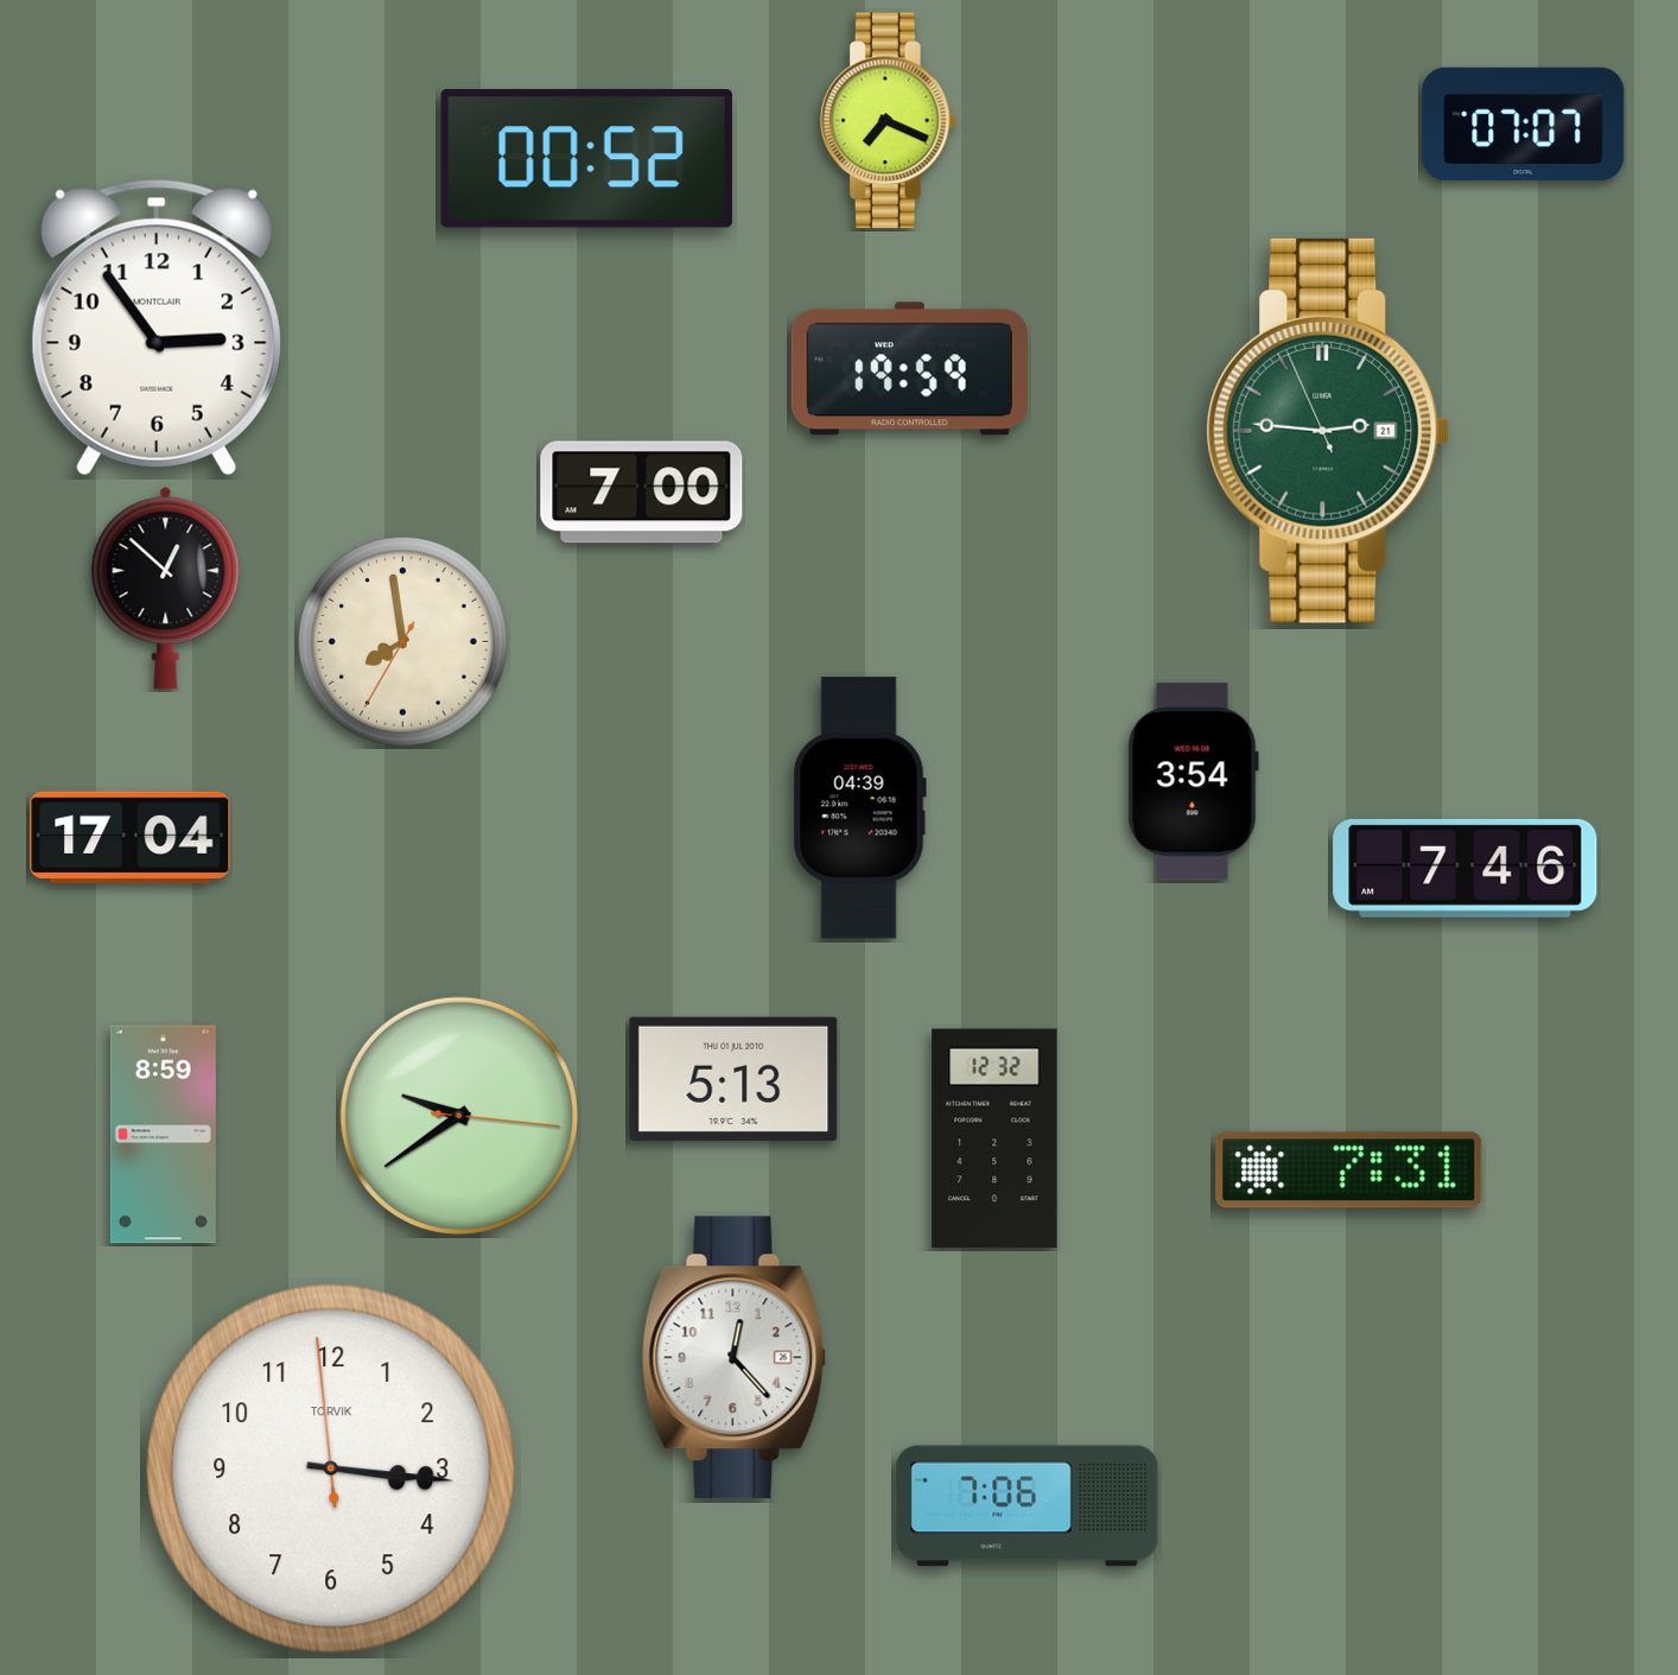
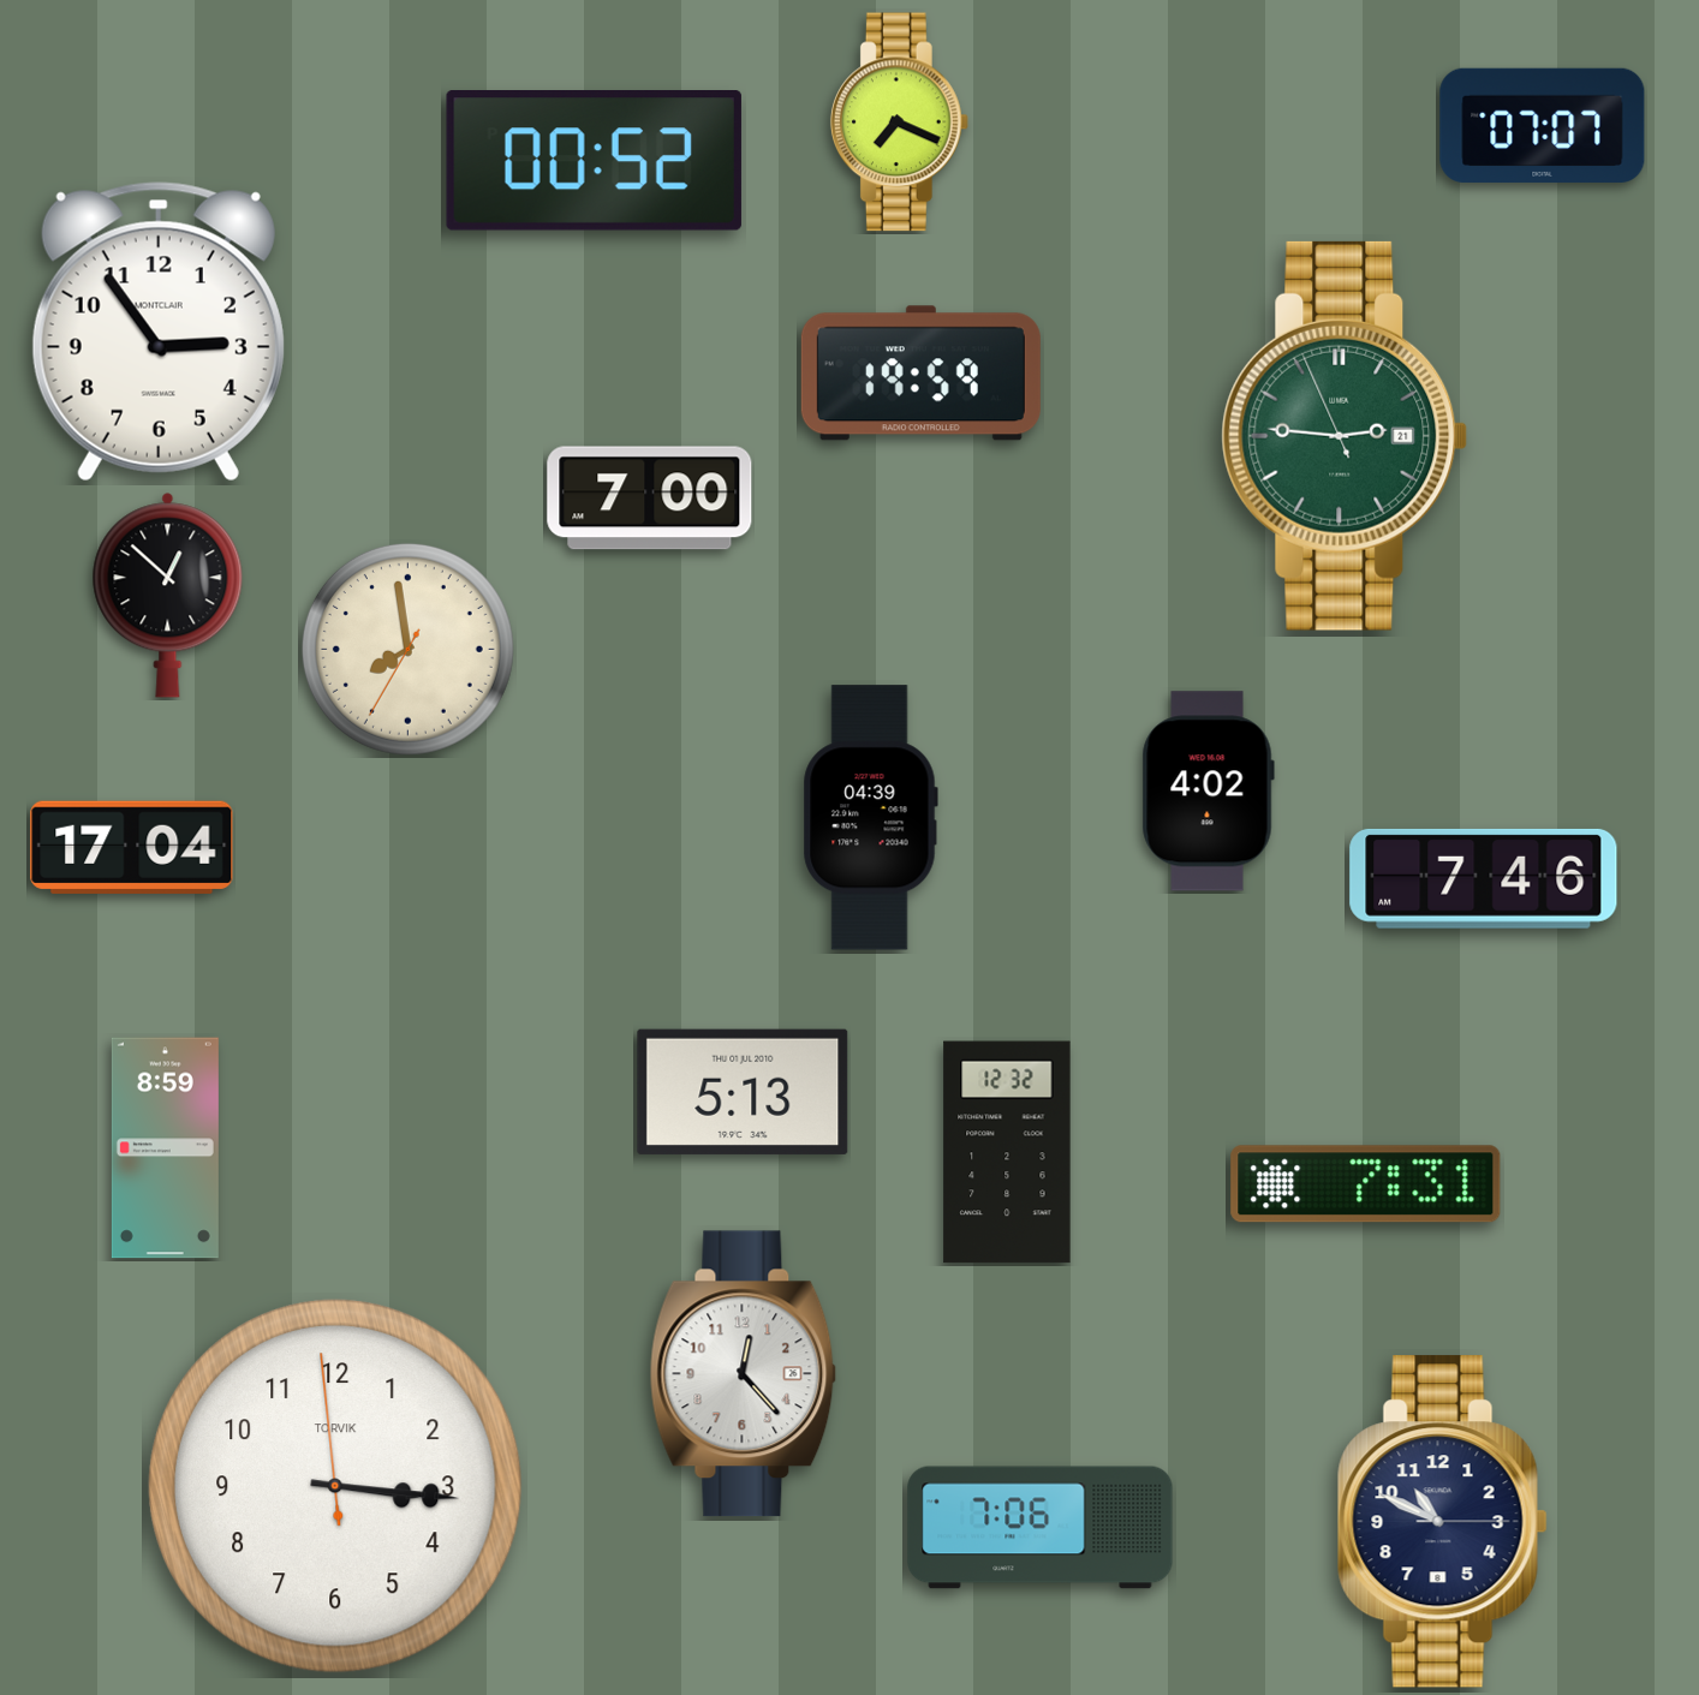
clock at (1193, 782): 3:54 -> 4:02
clock at (458, 1115): 9:39 -> none
clock at (1442, 1522): none -> 10:49
clock at (1028, 1506) position: (1028, 1506) -> (1041, 1528)
